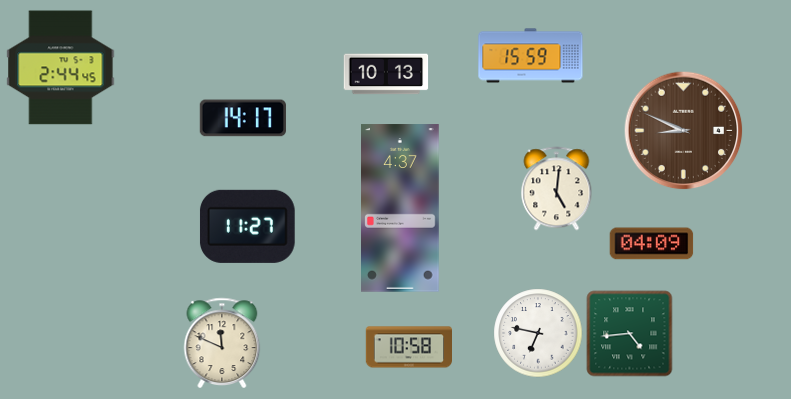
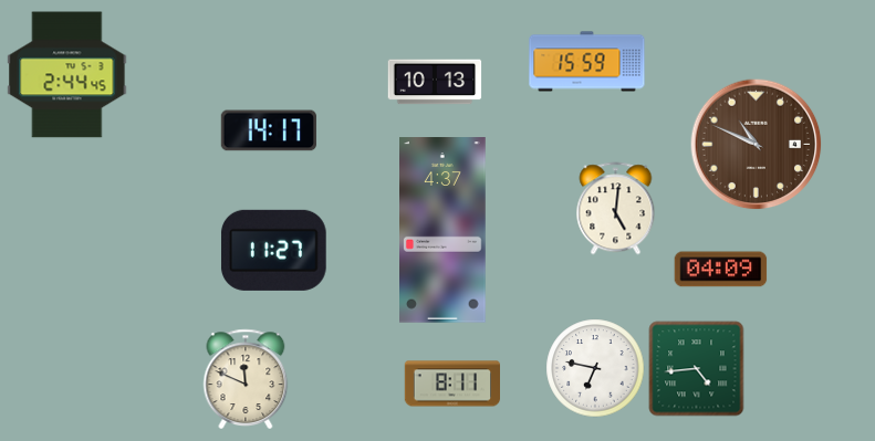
clock at (386, 74) position: (386, 74) -> (435, 82)
clock at (684, 131): 8:49 -> 10:49
clock at (408, 347): 10:58 -> 8:11
